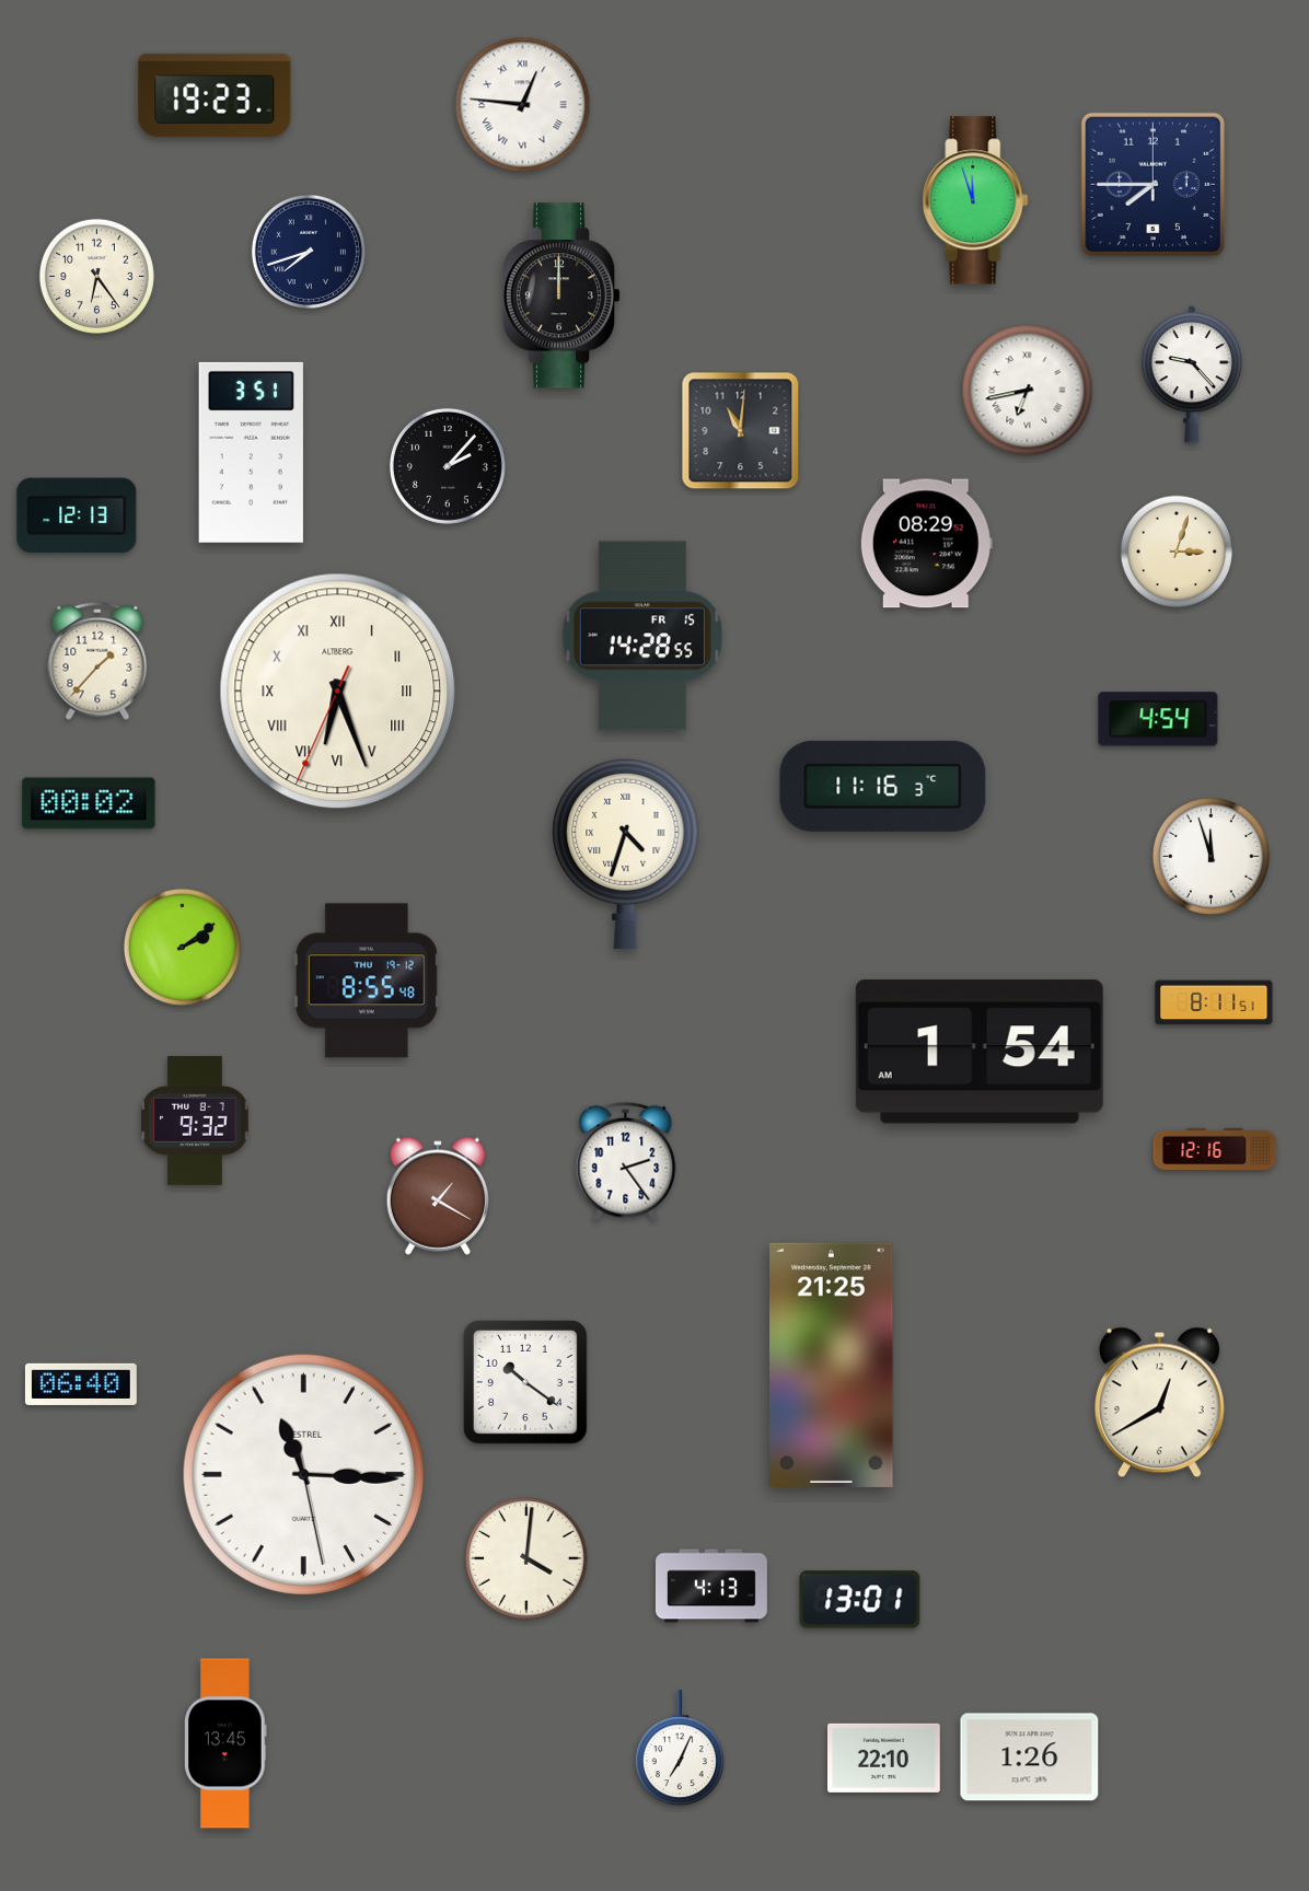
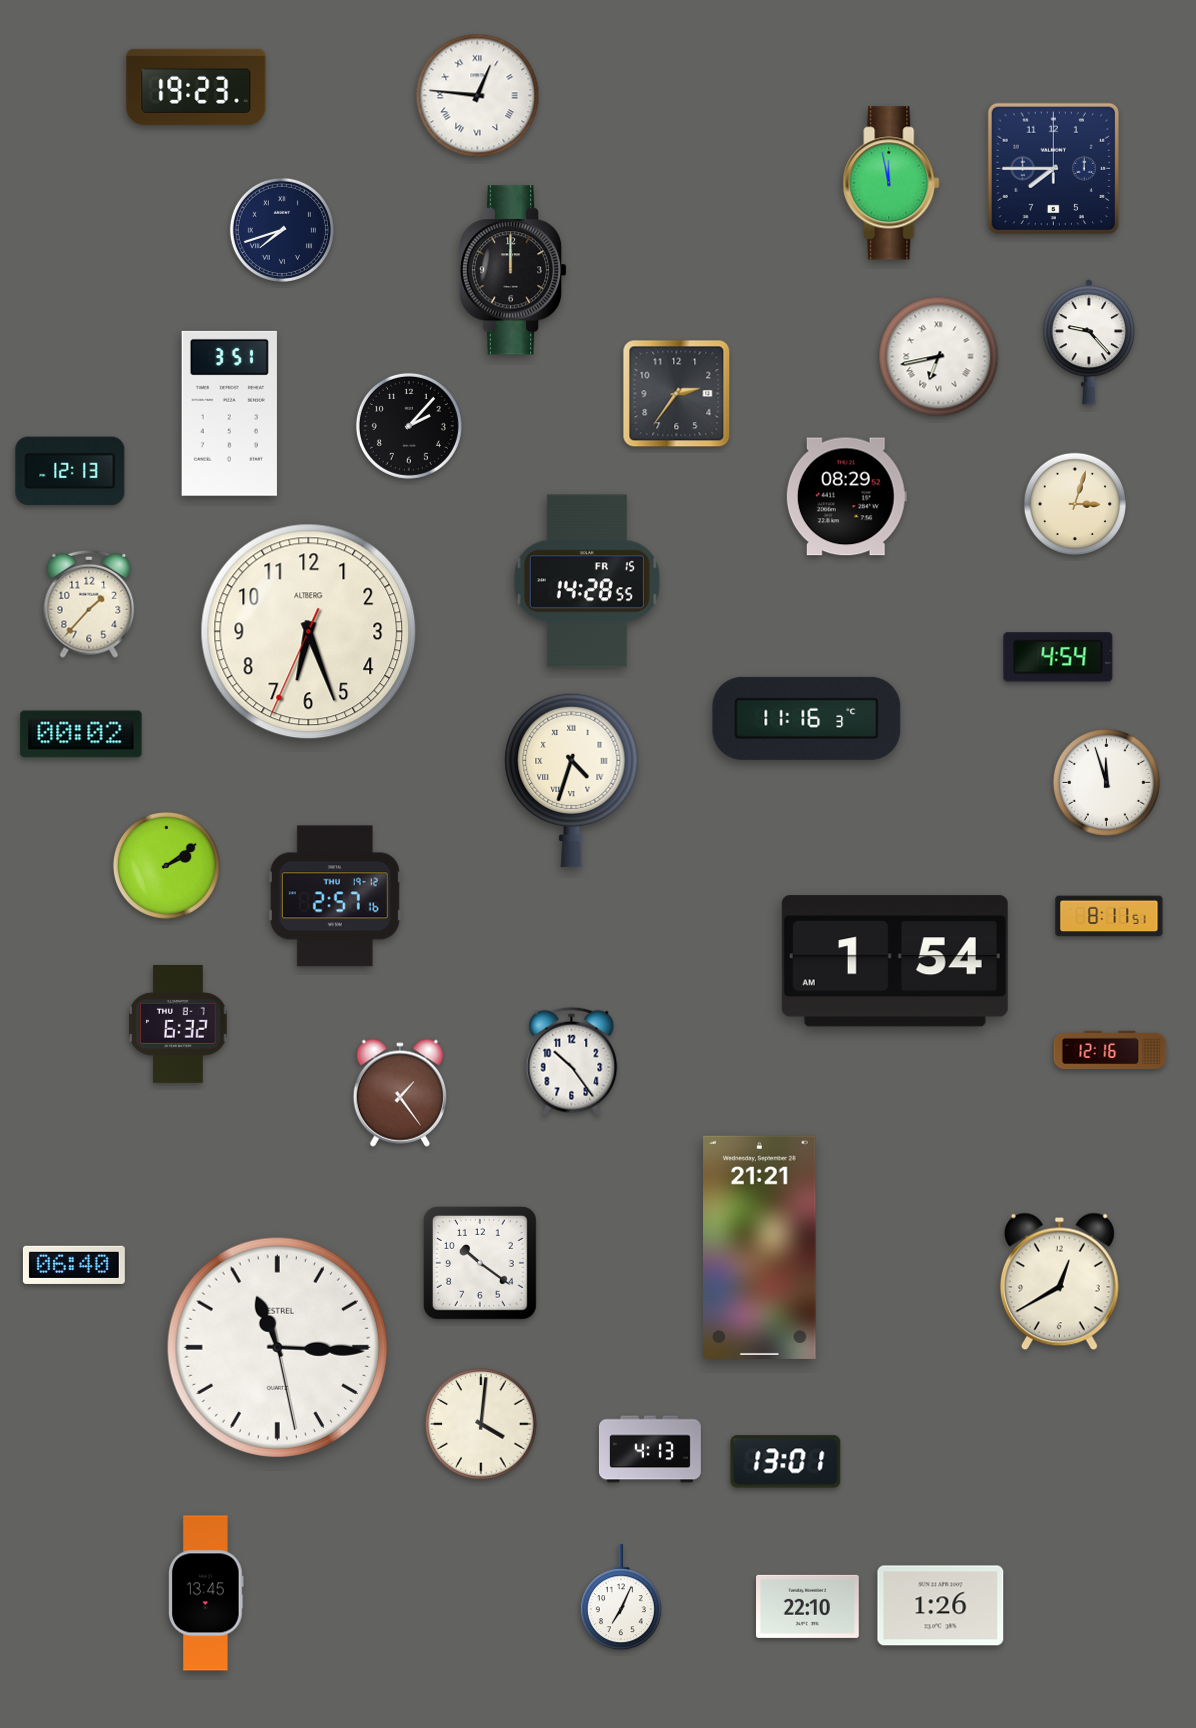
clock at (975, 200): 11:57 -> 11:58
clock at (96, 276): 6:24 -> none
clock at (741, 431): 11:01 -> 2:36
clock at (338, 692) numerals: Roman -> Arabic
clock at (367, 981): 8:55 -> 2:57
clock at (195, 1121): 9:32 -> 6:32
clock at (626, 1161): 2:24 -> 10:24
clock at (437, 1196): 1:20 -> 1:24
clock at (832, 1365): 21:25 -> 21:21
